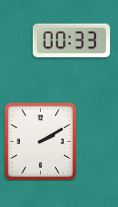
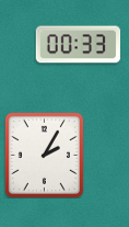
clock at (40, 141): 2:10 -> 2:05
